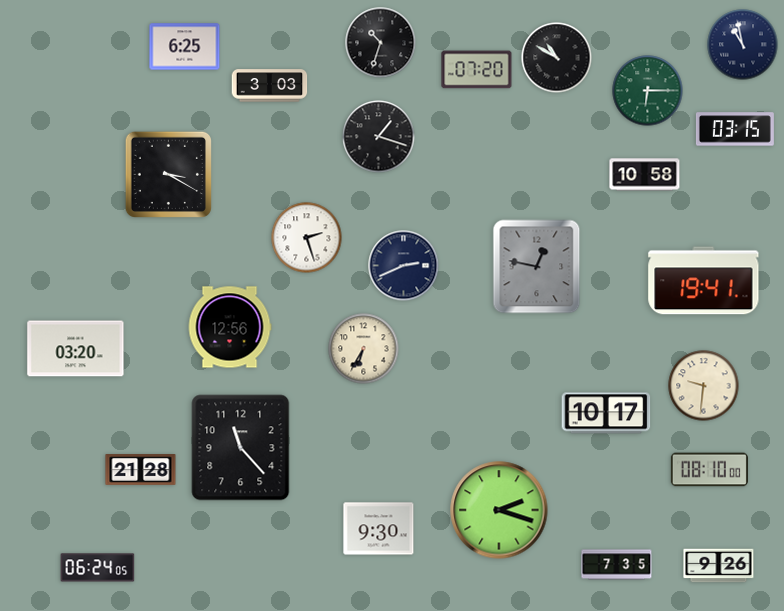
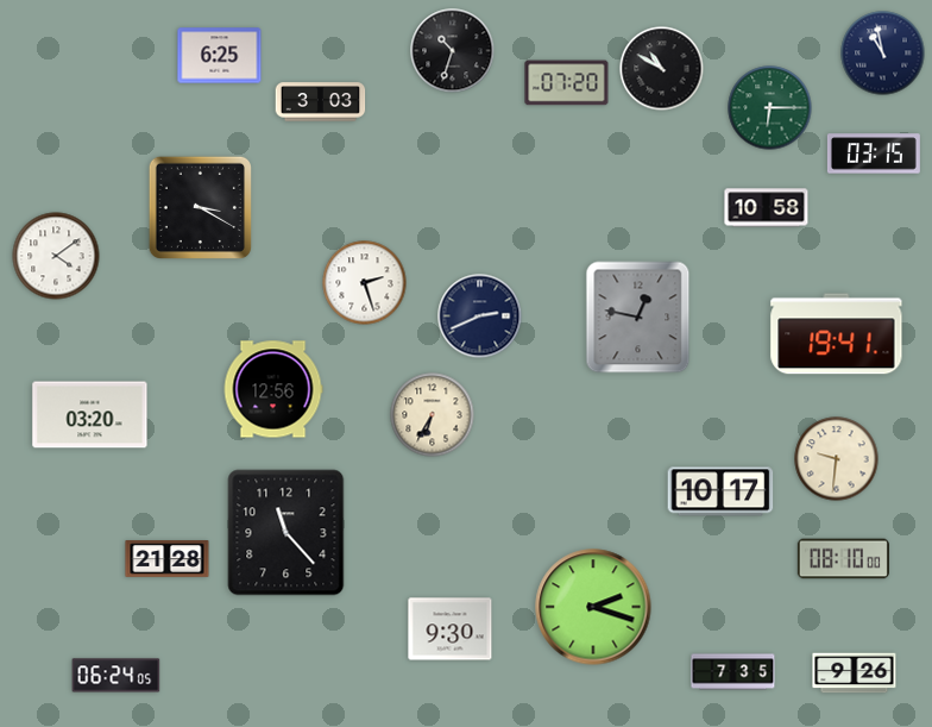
clock at (379, 137): 1:18 -> none
clock at (56, 256): none -> 4:09
